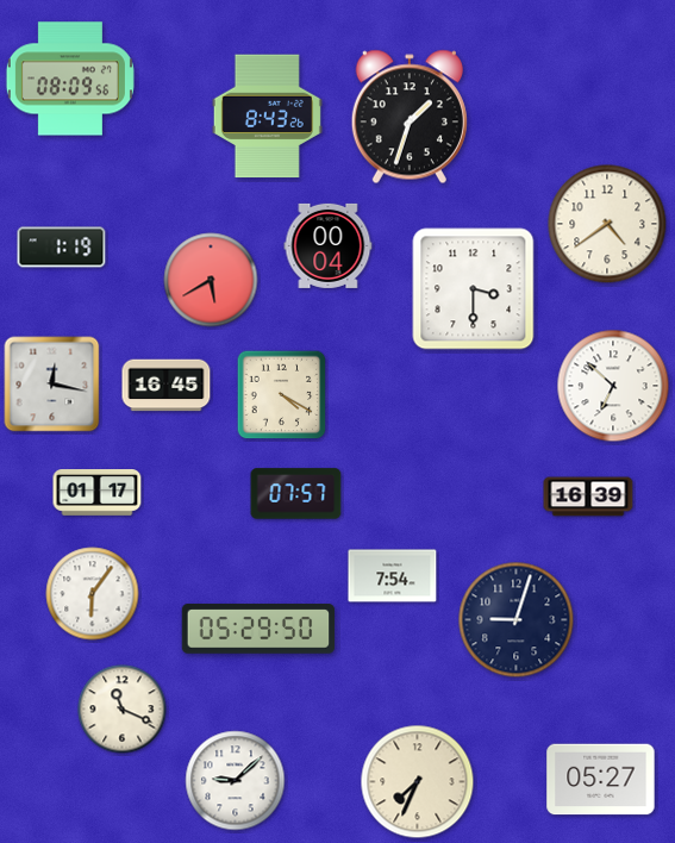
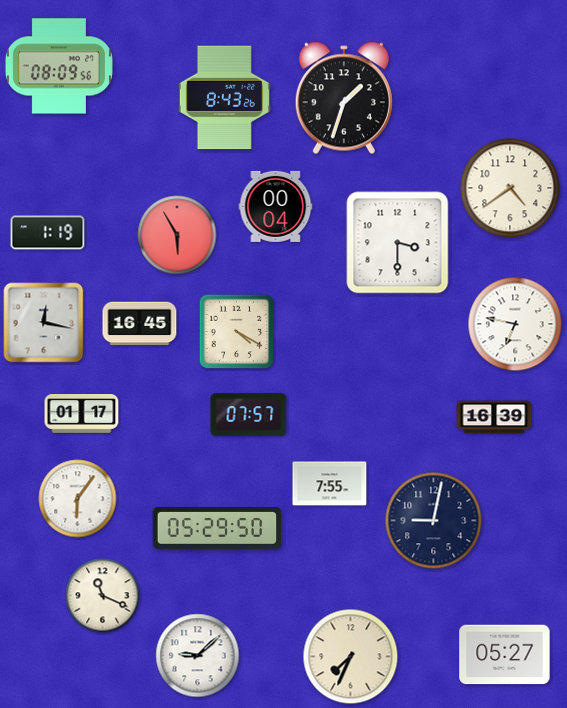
clock at (62, 248) position: (62, 248) -> (48, 233)
clock at (211, 280): 5:40 -> 5:55
clock at (613, 386): 6:52 -> 6:47
clock at (393, 576): 7:54 -> 7:55
clock at (517, 620): 9:03 -> 9:02
